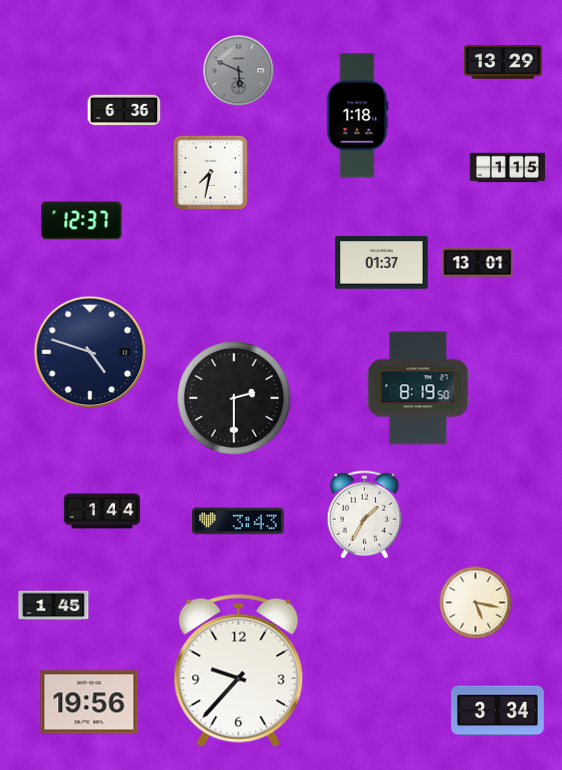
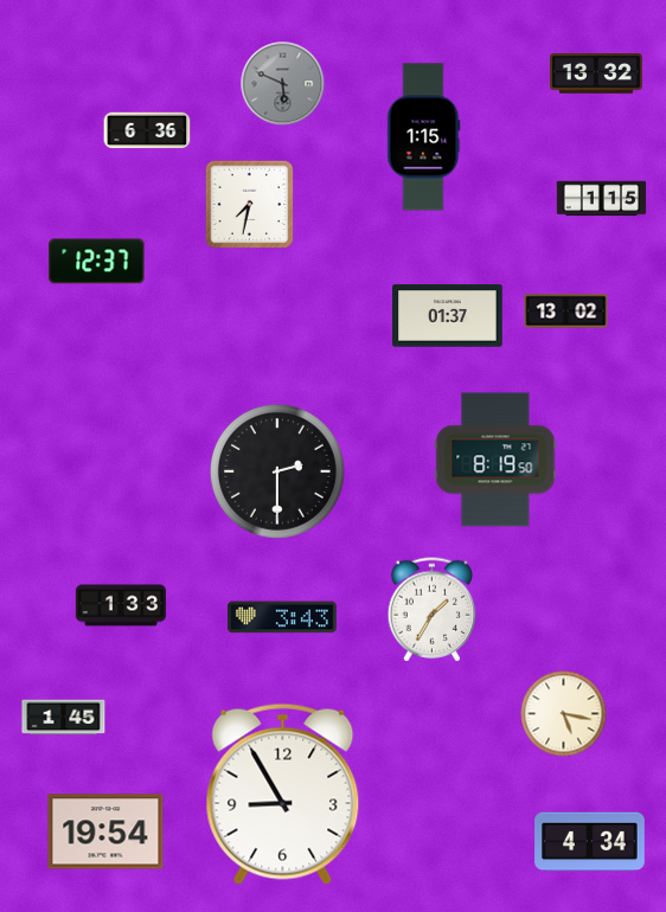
clock at (504, 62): 13:29 -> 13:32
clock at (358, 116): 1:18 -> 1:15
clock at (382, 263) position: (382, 263) -> (448, 316)
clock at (478, 263): 13:01 -> 13:02
clock at (90, 352): 4:48 -> none
clock at (102, 511): 1:44 -> 1:33
clock at (239, 670): 9:37 -> 8:55
clock at (89, 702): 19:56 -> 19:54
clock at (498, 711): 3:34 -> 4:34
